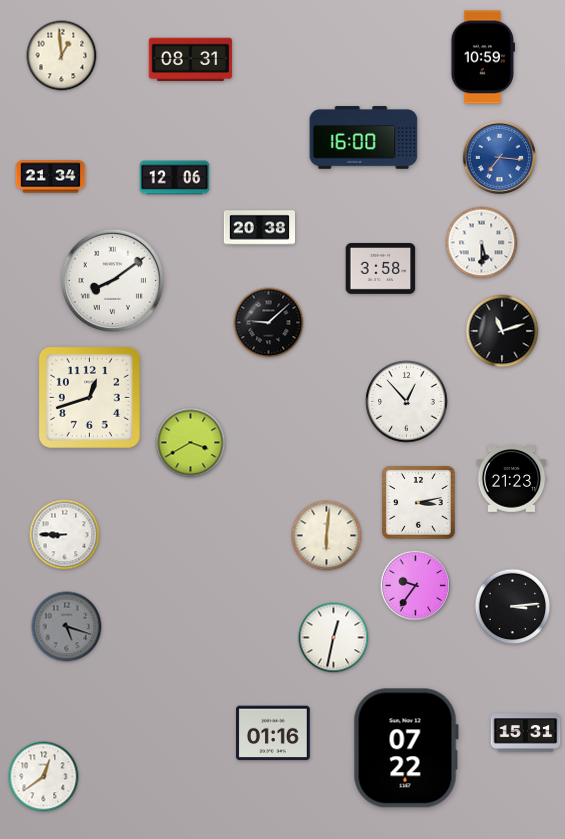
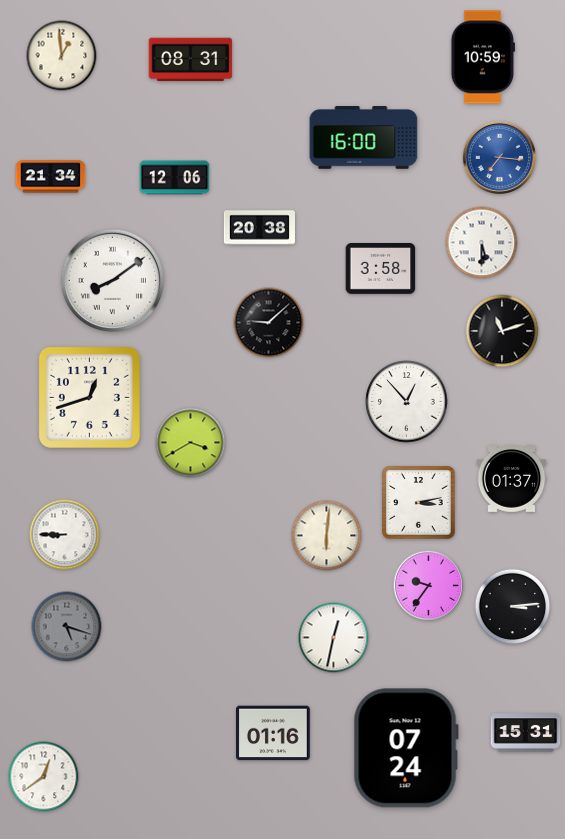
clock at (512, 479): 21:23 -> 01:37
clock at (416, 586) position: (416, 586) -> (429, 586)
clock at (406, 748): 07:22 -> 07:24
